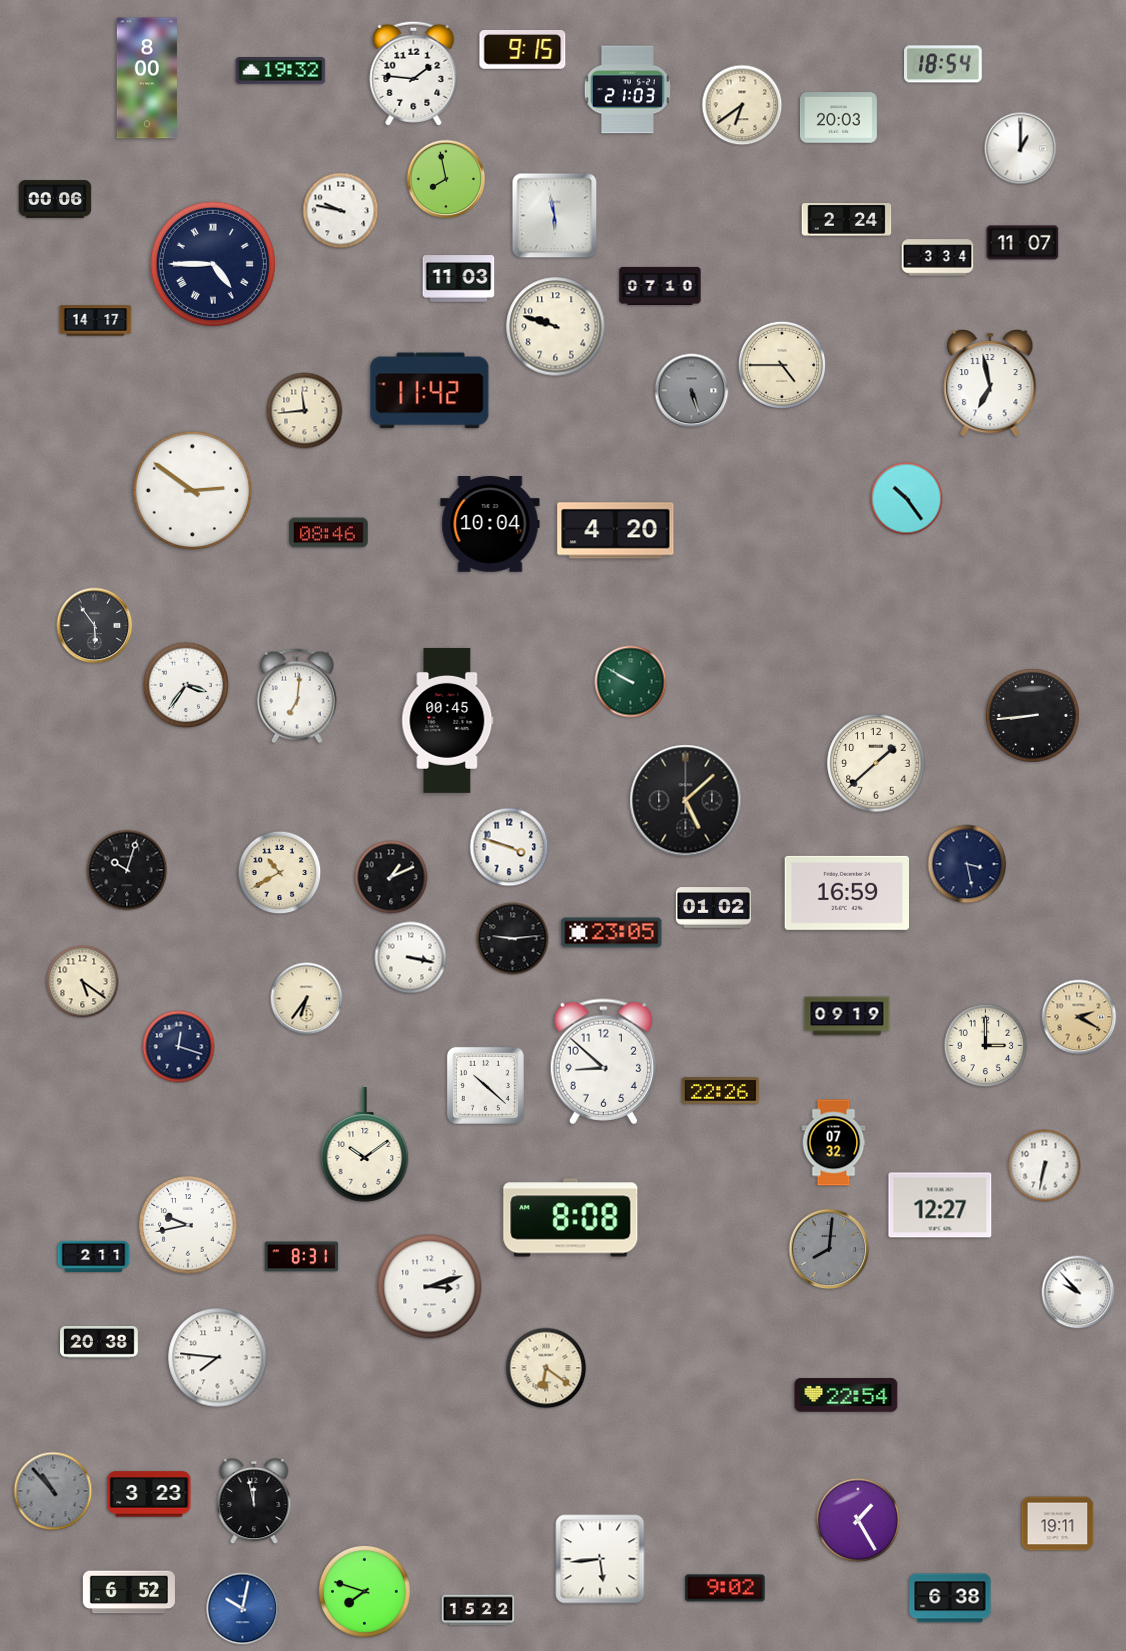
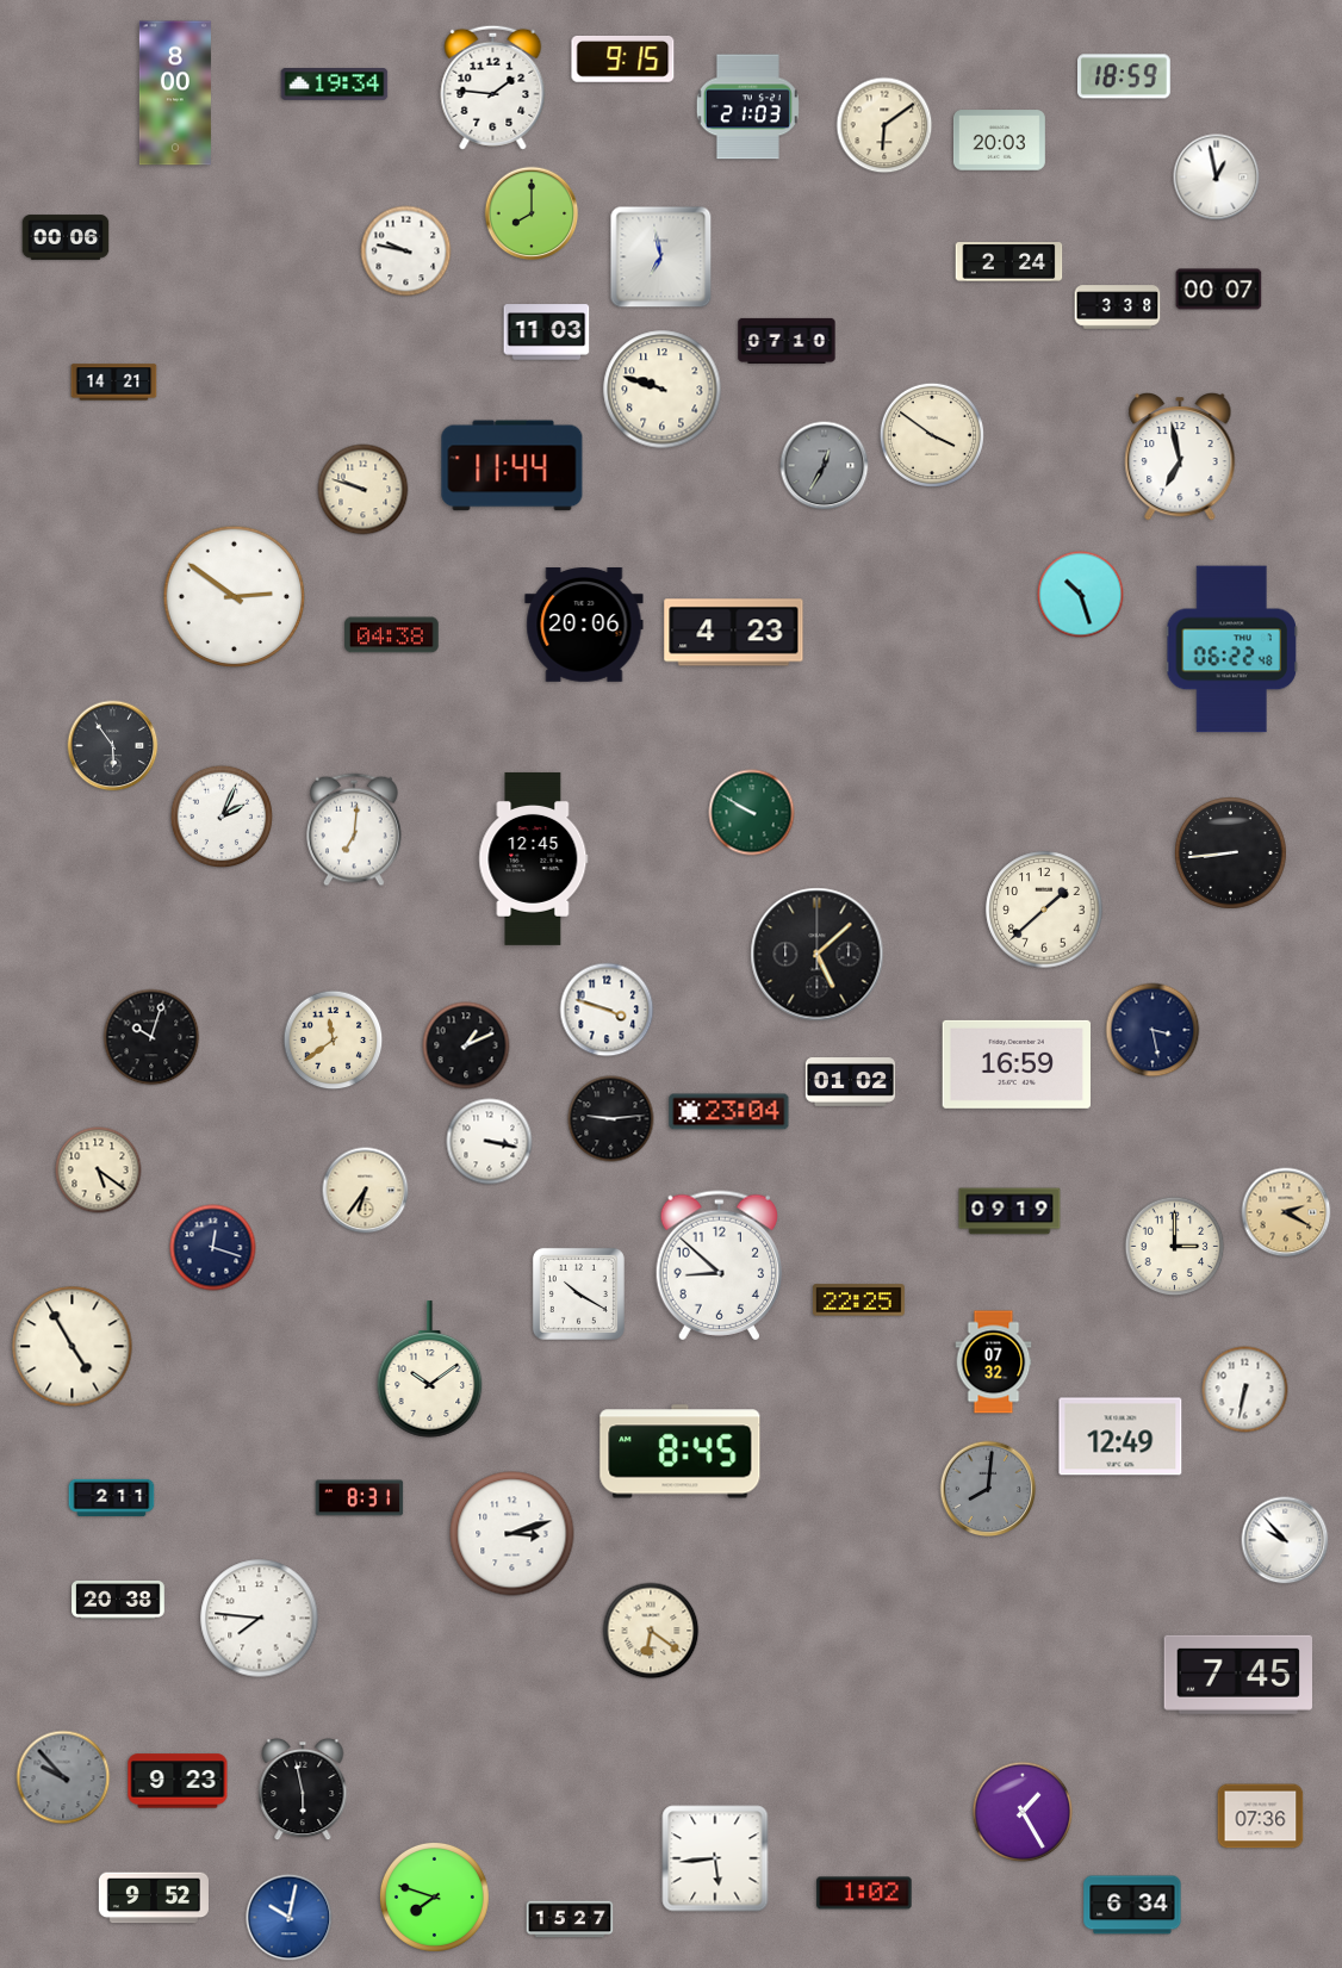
clock at (944, 64): 18:54 -> 18:59
clock at (281, 71): 19:32 -> 19:34
clock at (742, 105): 6:39 -> 6:09
clock at (1021, 149): 1:00 -> 12:58
clock at (446, 179): 7:58 -> 8:00
clock at (555, 216): 5:58 -> 6:58
clock at (1023, 243): 11:07 -> 00:07
clock at (938, 258): 3:34 -> 3:38
clock at (213, 264): 4:45 -> none
clock at (96, 321): 14:17 -> 14:21
clock at (782, 365): 4:45 -> 3:51
clock at (430, 391): 11:42 -> 11:44
clock at (692, 391): 5:27 -> 12:35
clock at (305, 411): 11:44 -> 9:48
clock at (193, 491) position: (193, 491) -> (235, 597)
clock at (907, 499): 10:24 -> 10:27
clock at (490, 525): 10:04 -> 20:06
clock at (616, 531): 4:20 -> 4:23
clock at (329, 533): 08:46 -> 04:38
clock at (1231, 650): none -> 06:22
clock at (186, 685): 3:36 -> 2:04
clock at (448, 720): 00:45 -> 12:45
clock at (280, 873): 10:40 -> 11:39
clock at (846, 893) position: (846, 893) -> (1015, 1064)
clock at (612, 933): 23:05 -> 23:04
clock at (485, 1085): 10:22 -> 10:20
clock at (720, 1091): 22:26 -> 22:25
clock at (73, 1347): none -> 4:55
clock at (365, 1145) position: (365, 1145) -> (430, 1370)
clock at (940, 1205): 12:27 -> 12:49
clock at (571, 1218): 8:08 -> 8:45
clock at (188, 1225): 9:43 -> none
clock at (846, 1395): 22:54 -> none
clock at (1237, 1675): none -> 7:45
clock at (53, 1491): 10:53 -> 9:53
clock at (149, 1494): 3:23 -> 9:23
clock at (254, 1501): 11:58 -> 5:58
clock at (1058, 1524): 19:11 -> 07:36
clock at (725, 1588): 9:02 -> 1:02
clock at (129, 1592): 6:52 -> 9:52
clock at (950, 1598): 6:38 -> 6:34
clock at (478, 1610): 15:22 -> 15:27
